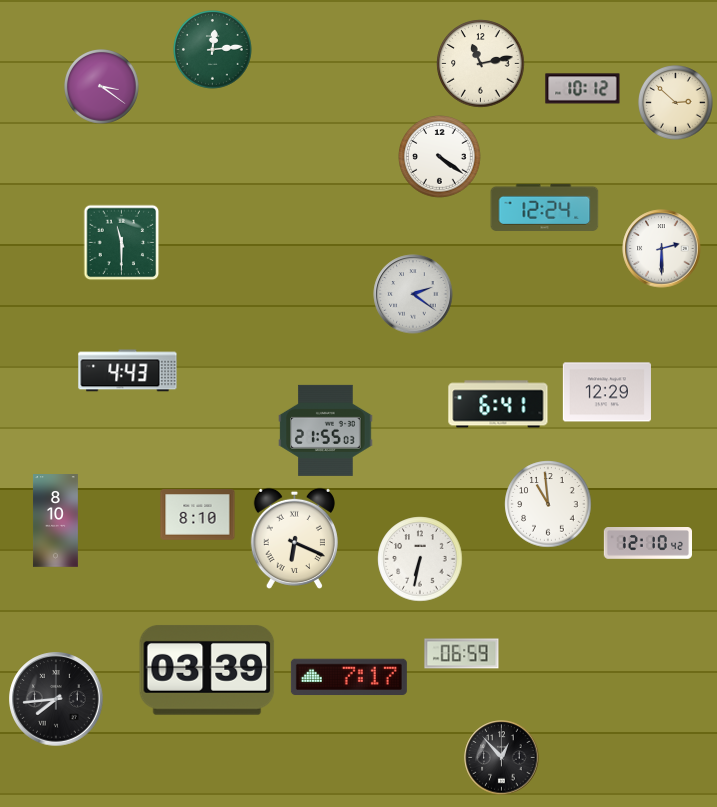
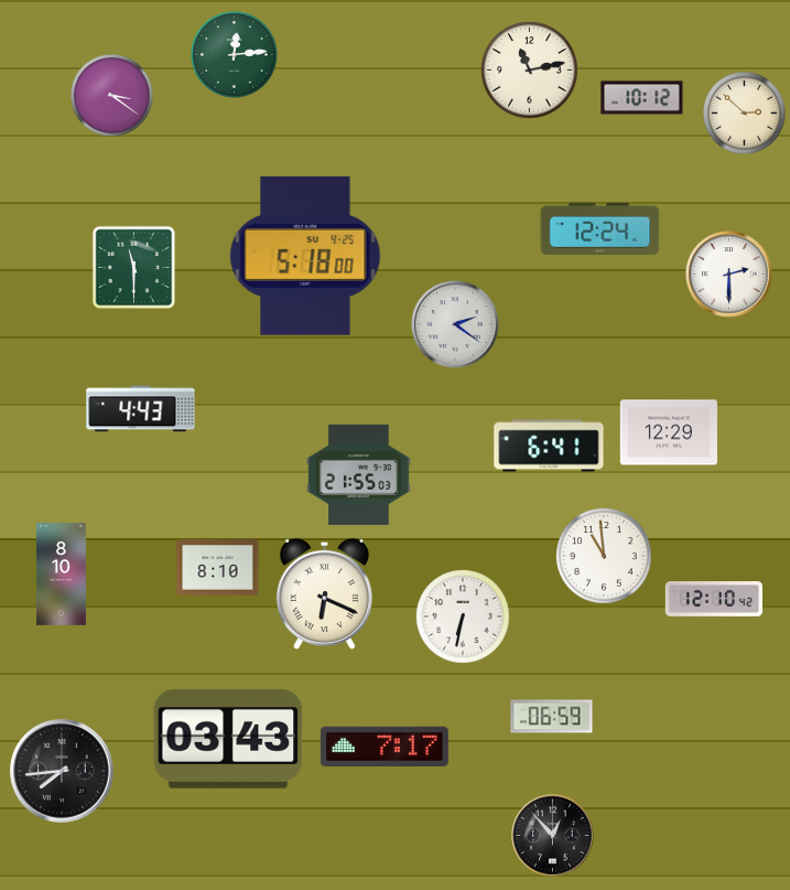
clock at (440, 157): 4:21 -> none
clock at (305, 256): none -> 5:18
clock at (462, 654) position: (462, 654) -> (552, 717)
clock at (207, 670): 03:39 -> 03:43
